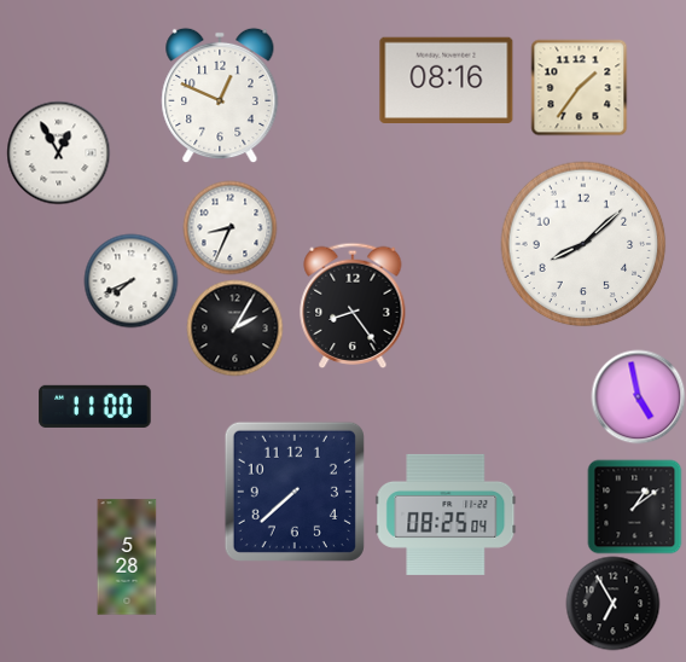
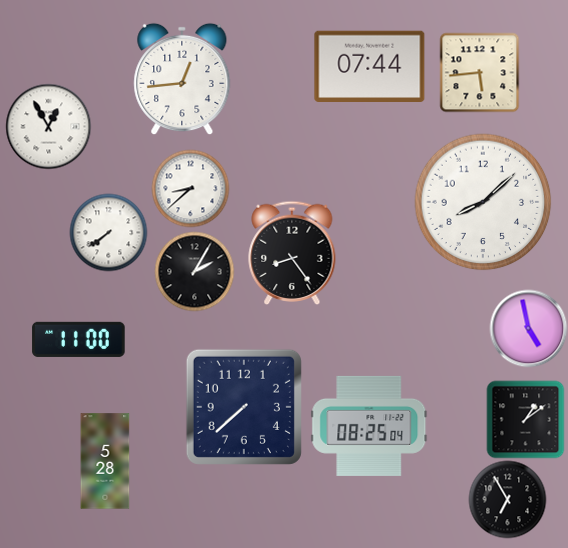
clock at (447, 80): 08:16 -> 07:44
clock at (579, 87): 1:36 -> 5:44
clock at (220, 95): 12:49 -> 12:44
clock at (229, 227): 8:34 -> 8:38
clock at (130, 280): 7:41 -> 7:39
clock at (95, 406) position: (95, 406) -> (79, 339)
